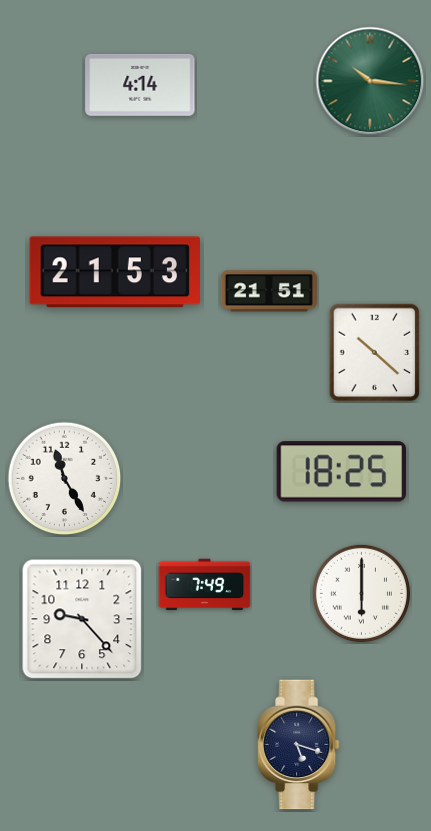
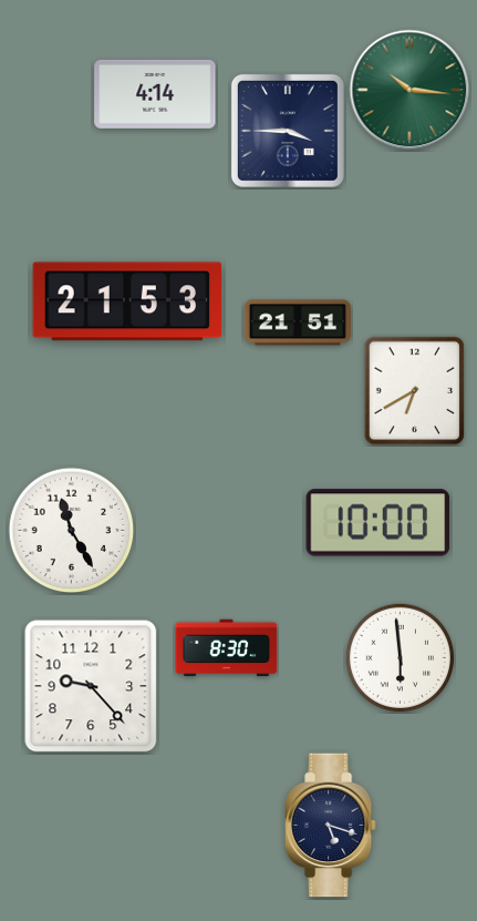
clock at (288, 131): none -> 3:45
clock at (375, 353): 10:22 -> 6:40
clock at (342, 472): 18:25 -> 10:00
clock at (205, 585): 7:49 -> 8:30
clock at (361, 593): 6:00 -> 5:59
